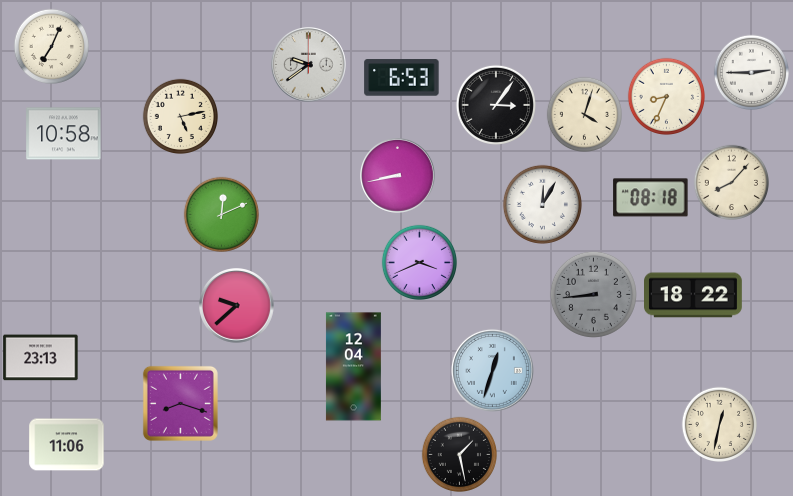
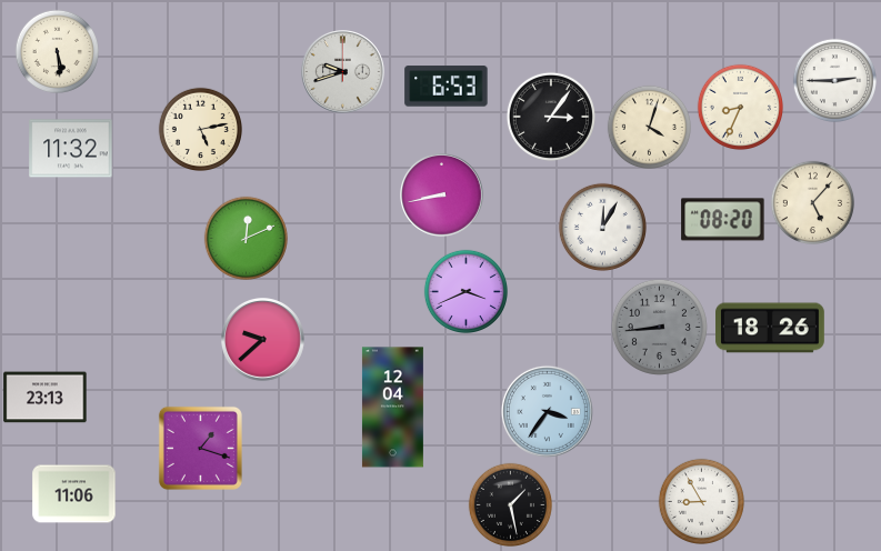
clock at (51, 46): 7:04 -> 5:29
clock at (309, 65): 9:39 -> 9:42
clock at (64, 134): 10:58 -> 11:32
clock at (731, 182): 8:07 -> 5:07
clock at (651, 198): 08:18 -> 08:20
clock at (694, 295): 18:22 -> 18:26
clock at (492, 370): 12:33 -> 3:36
clock at (180, 403): 8:18 -> 1:18
clock at (719, 424): 12:32 -> none
clock at (701, 501): none -> 8:55
